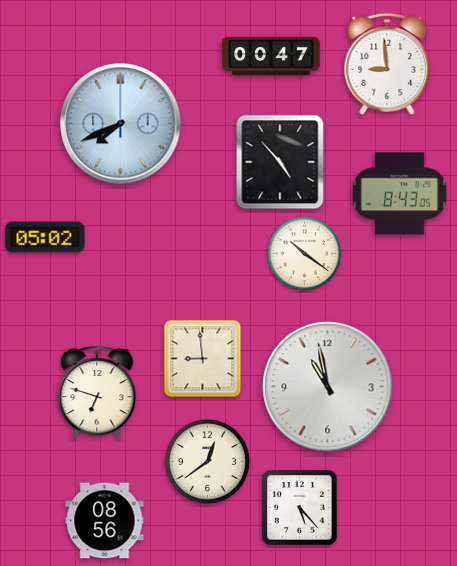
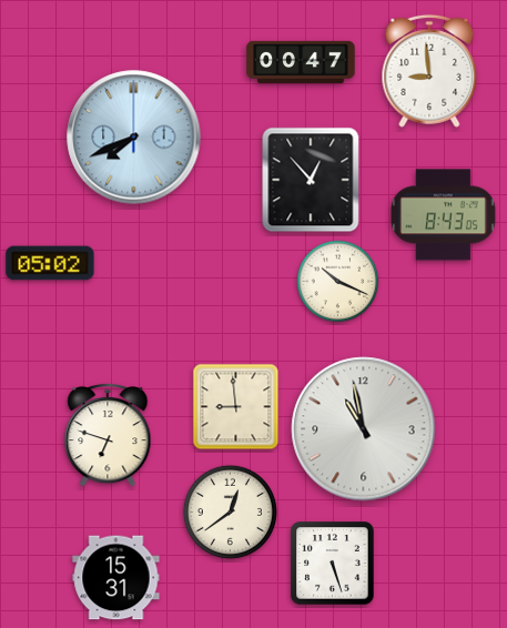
clock at (280, 162): 4:53 -> 12:53
clock at (305, 254): 10:21 -> 10:19
clock at (203, 359) position: (203, 359) -> (236, 407)
clock at (300, 508): 5:23 -> 5:27
clock at (105, 521): 08:56 -> 15:31
